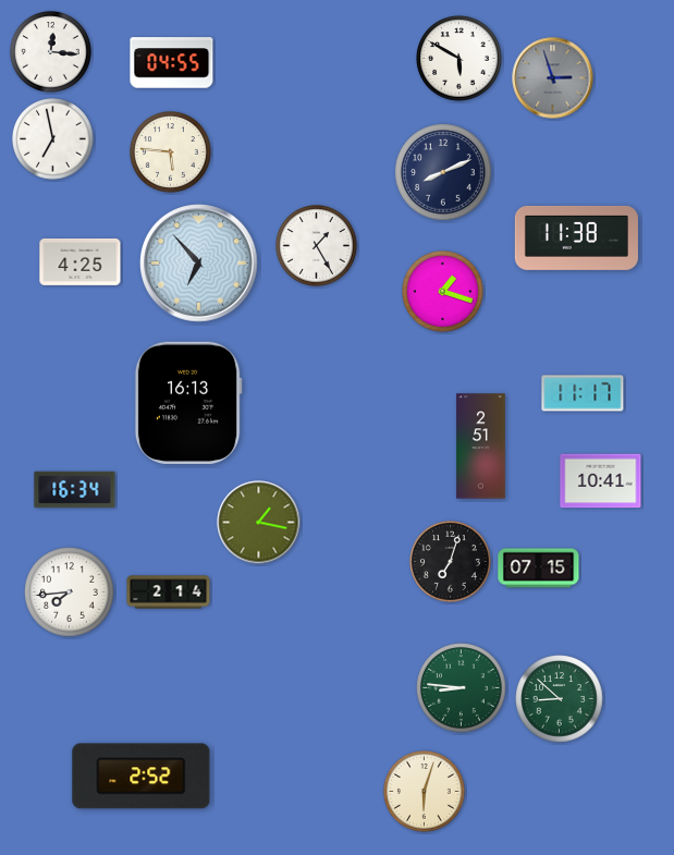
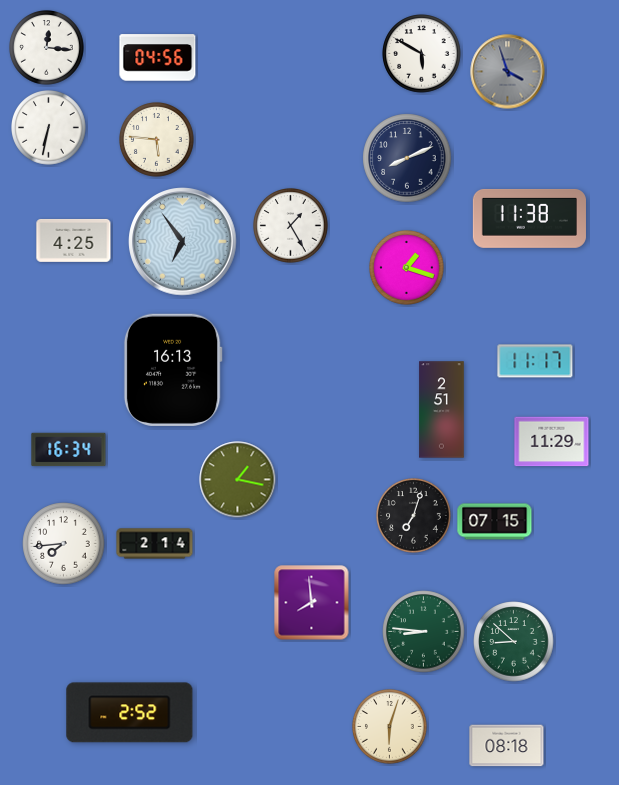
clock at (172, 63): 04:55 -> 04:56
clock at (553, 78): 2:57 -> 3:57
clock at (53, 139): 6:58 -> 6:32
clock at (199, 264): 6:53 -> 6:54
clock at (601, 481): 10:41 -> 11:29
clock at (312, 603): none -> 7:59
clock at (507, 746): none -> 08:18
